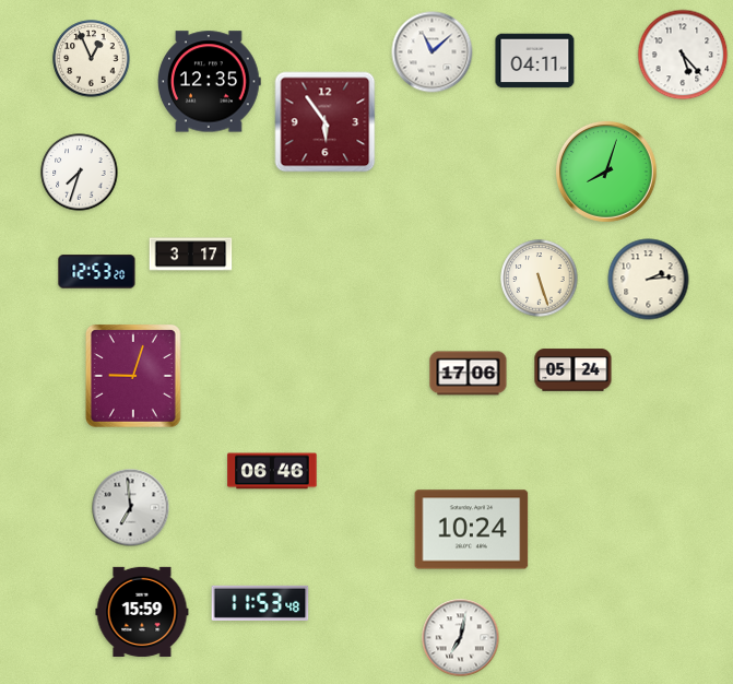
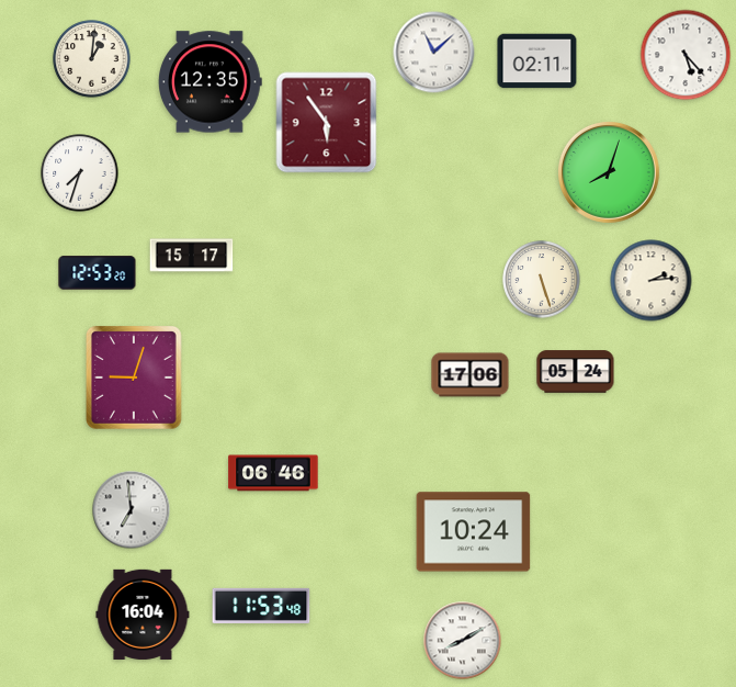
clock at (92, 59): 12:56 -> 1:01
clock at (535, 61): 04:11 -> 02:11
clock at (191, 255): 3:17 -> 15:17
clock at (142, 612): 15:59 -> 16:04
clock at (461, 638): 7:02 -> 8:10
